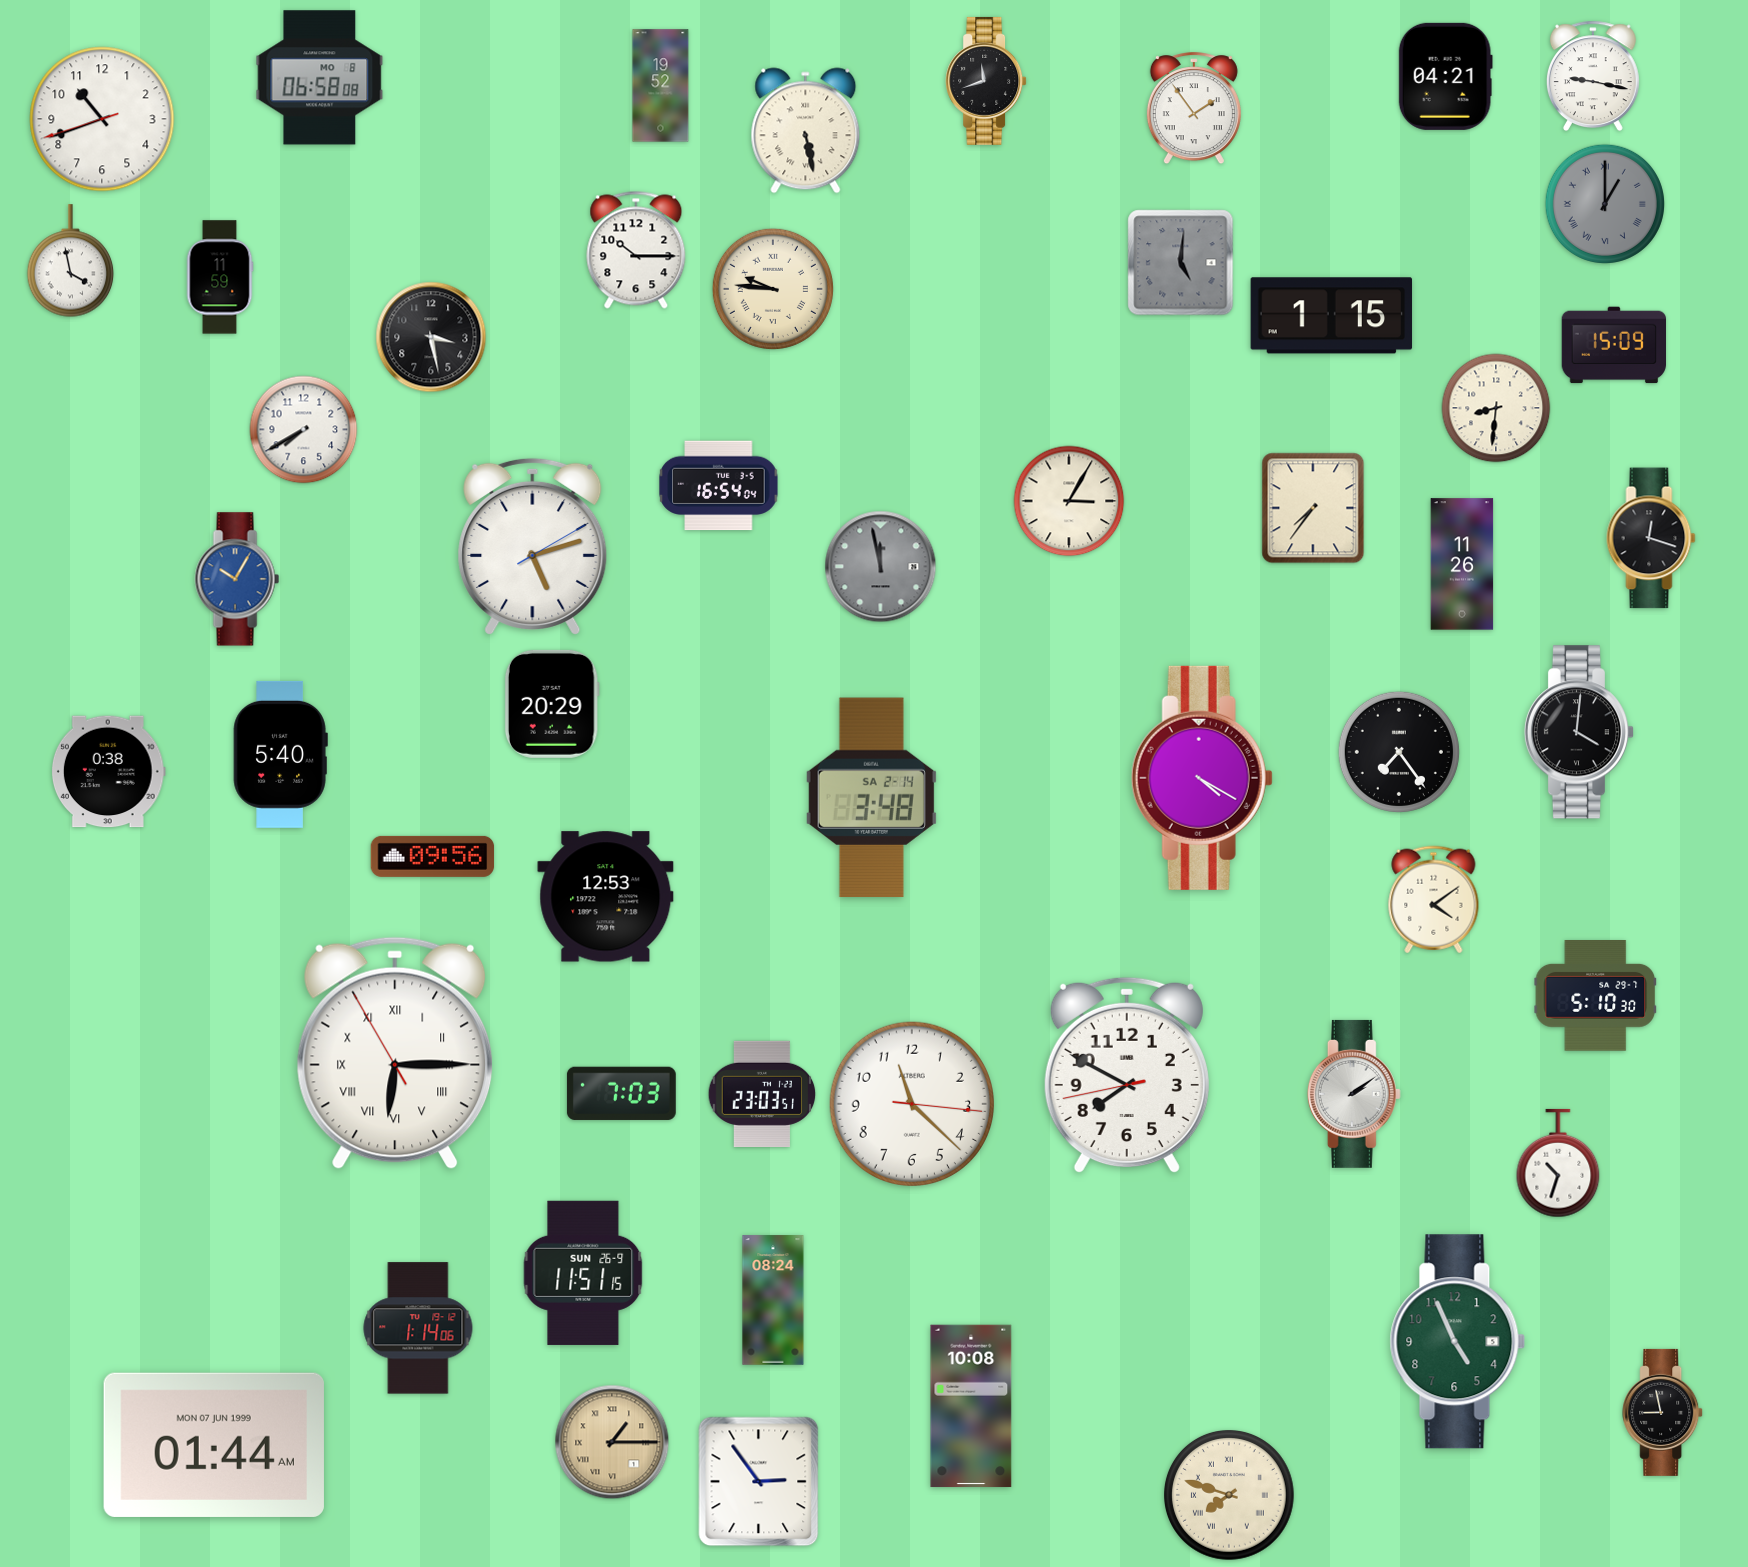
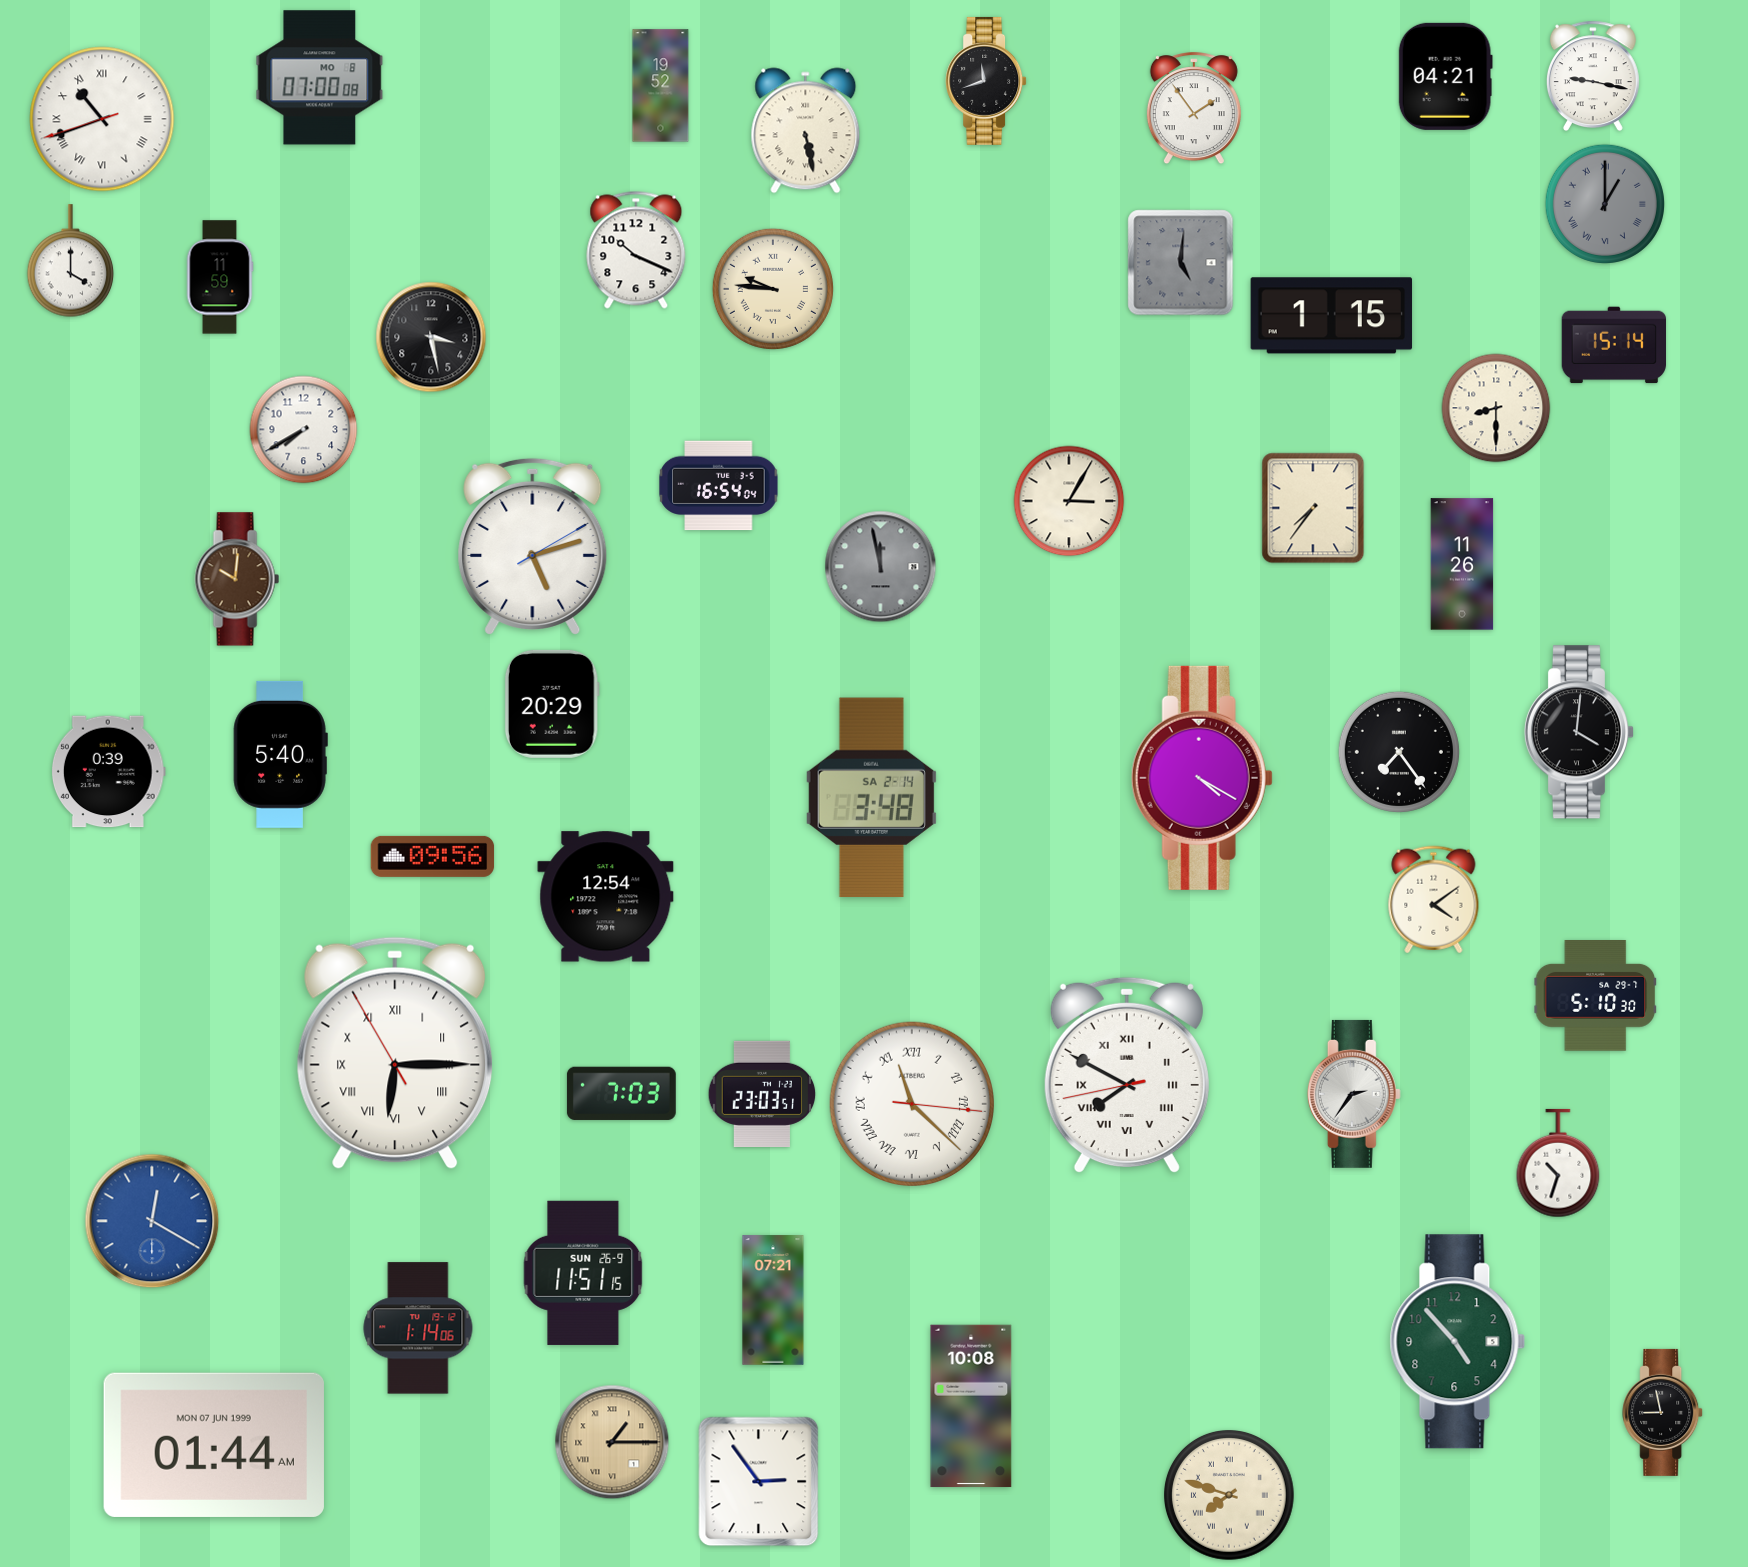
clock at (320, 78): 06:58 -> 07:00
clock at (102, 119) numerals: Arabic -> Roman
clock at (636, 250): 10:15 -> 10:19
clock at (71, 261): 3:58 -> 4:00
clock at (1614, 345): 15:09 -> 15:14
clock at (1496, 408): 8:31 -> 8:30
clock at (1651, 538): 12:18 -> none
clock at (237, 579): 10:05 -> 10:01
clock at (237, 579) dial: blue -> brown
clock at (108, 772): 0:38 -> 0:39
clock at (606, 897): 12:53 -> 12:54
clock at (1127, 1075) numerals: Arabic -> Roman
clock at (1354, 1094): 2:09 -> 2:36
clock at (911, 1103) numerals: Arabic -> Roman
clock at (152, 1221): none -> 12:20
clock at (773, 1300): 08:24 -> 07:21
clock at (1458, 1342): 4:56 -> 4:53
